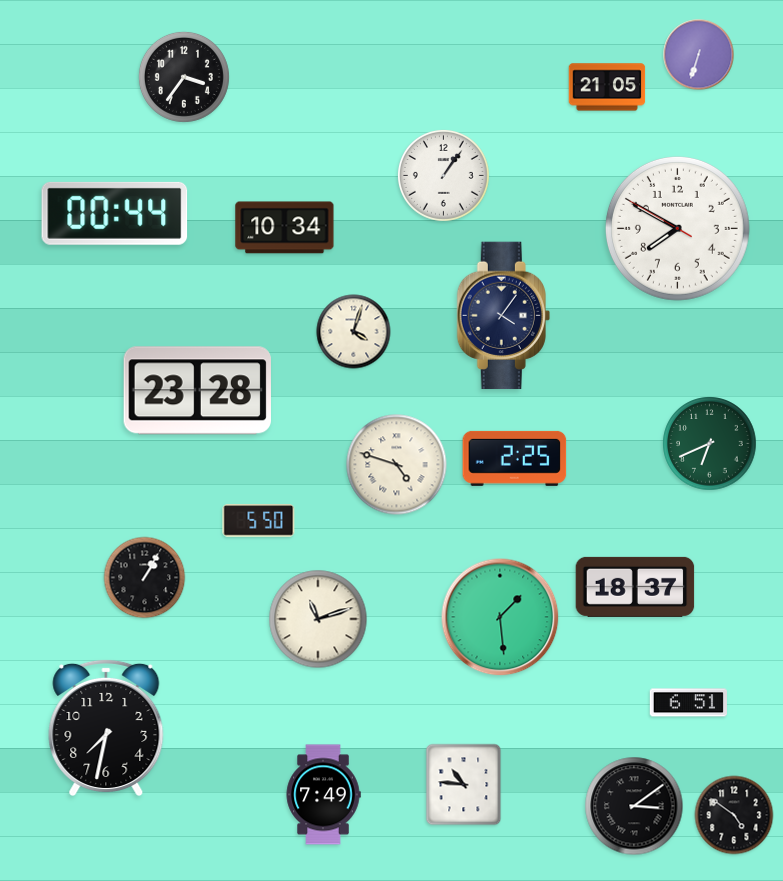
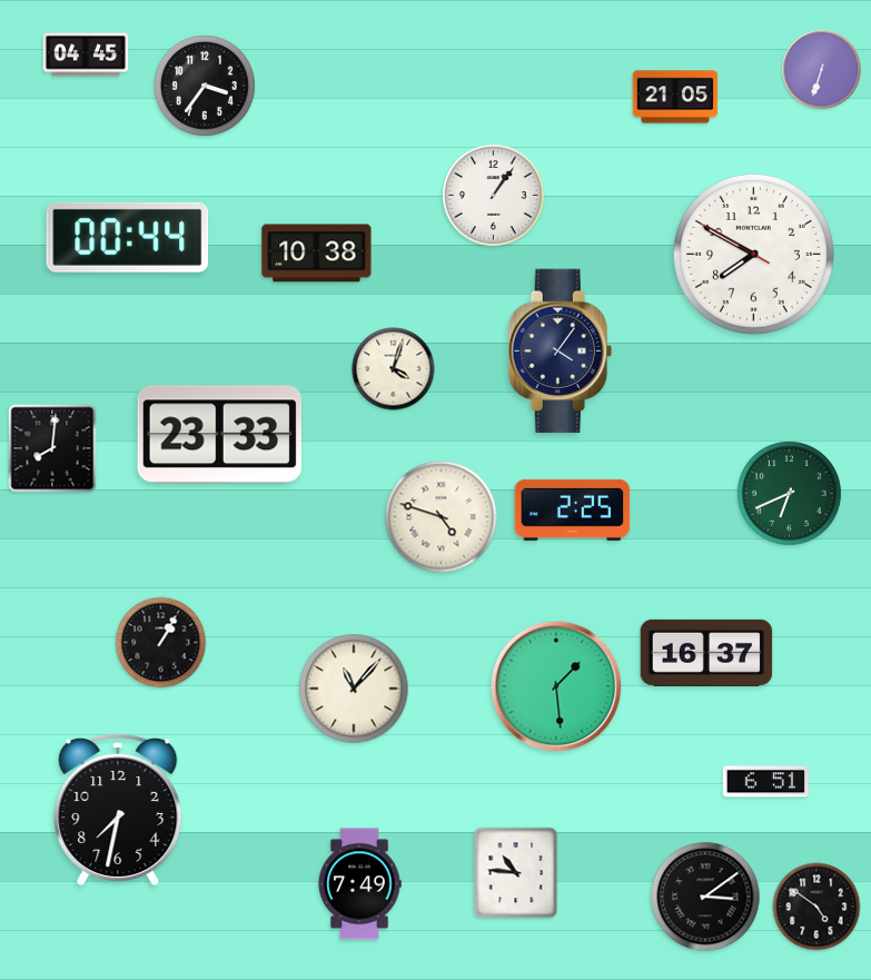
clock at (86, 55): none -> 04:45
clock at (699, 55) position: (699, 55) -> (822, 70)
clock at (285, 228): 10:34 -> 10:38
clock at (197, 391): 23:28 -> 23:33
clock at (52, 448): none -> 8:01
clock at (259, 521): 5:50 -> none
clock at (635, 587): 18:37 -> 16:37
clock at (318, 619): 11:12 -> 11:07
